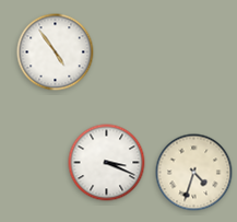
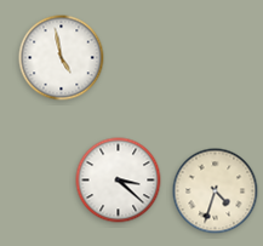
clock at (56, 52): 4:54 -> 4:58
clock at (107, 163): 3:19 -> 3:22
